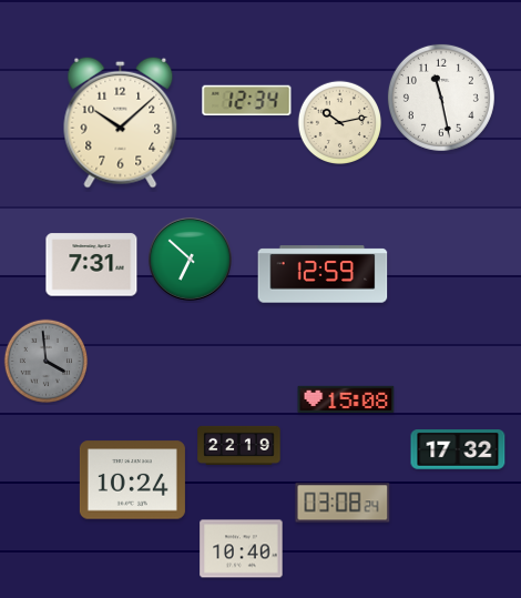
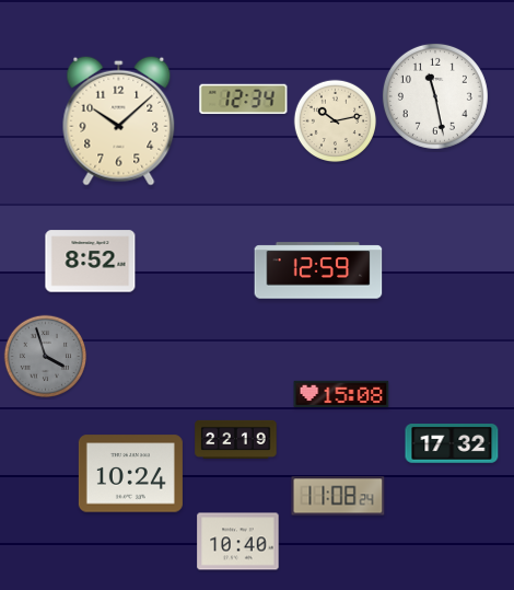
clock at (190, 259): 6:52 -> none
clock at (92, 265): 7:31 -> 8:52
clock at (47, 362): 3:59 -> 3:57
clock at (343, 503): 03:08 -> 11:08
